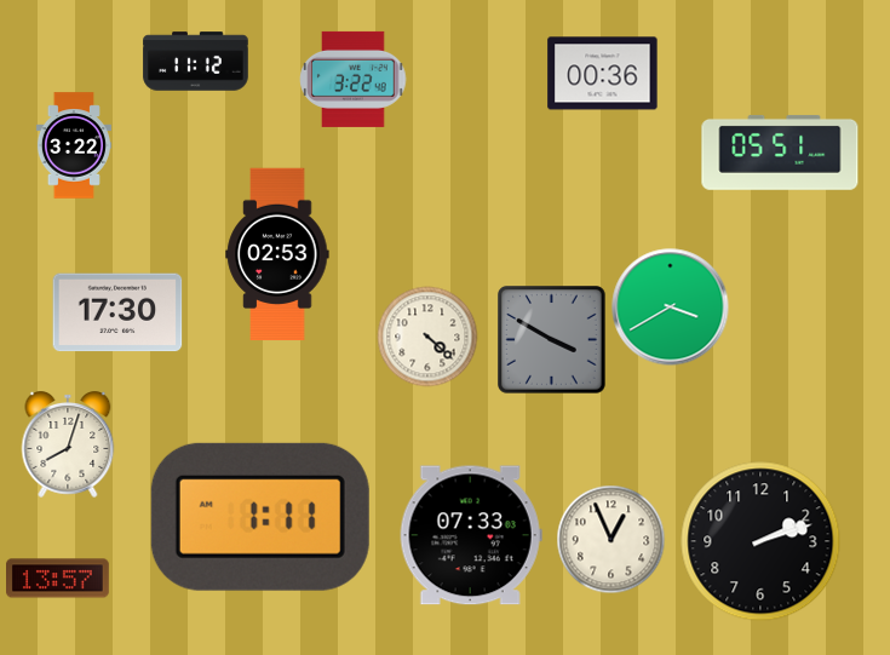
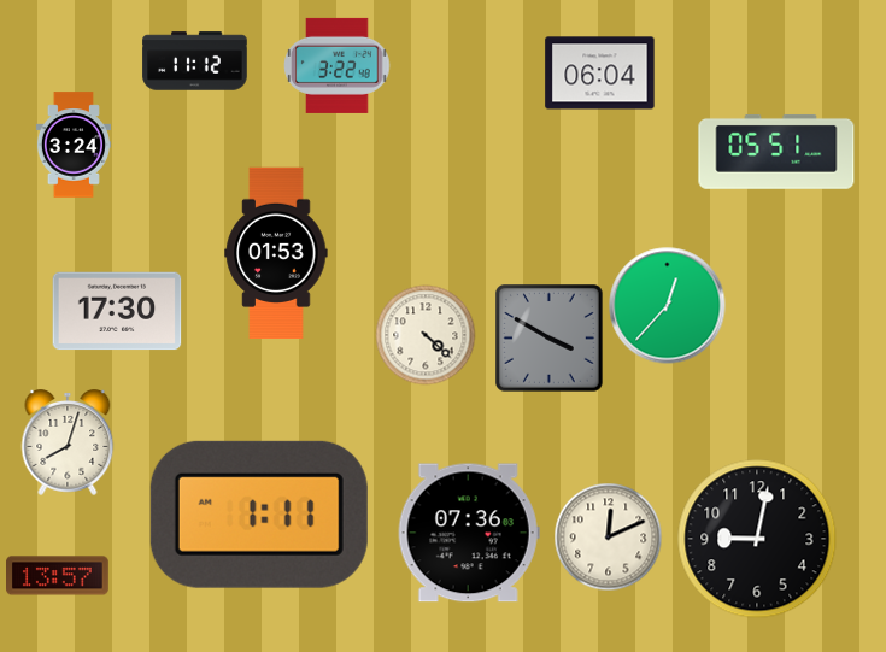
clock at (603, 74): 00:36 -> 06:04
clock at (354, 79) position: (354, 79) -> (338, 65)
clock at (74, 145): 3:22 -> 3:24
clock at (277, 254): 02:53 -> 01:53
clock at (671, 308): 3:40 -> 12:37
clock at (471, 535): 07:33 -> 07:36
clock at (611, 540): 12:56 -> 12:11
clock at (760, 541): 2:12 -> 9:02
